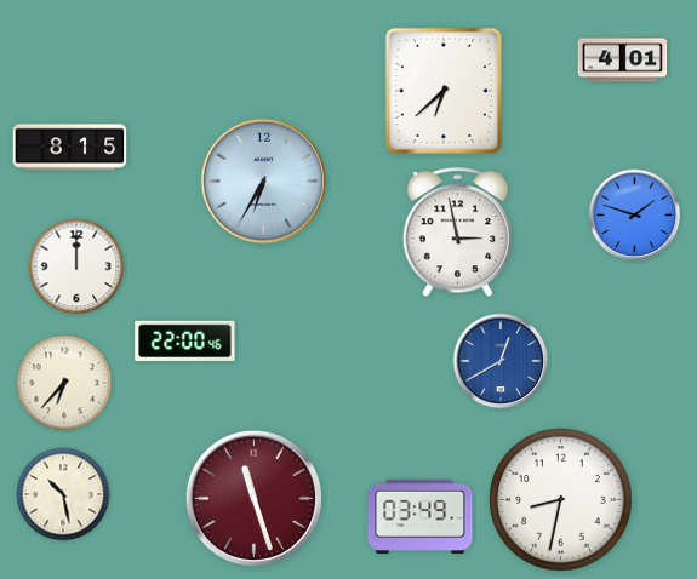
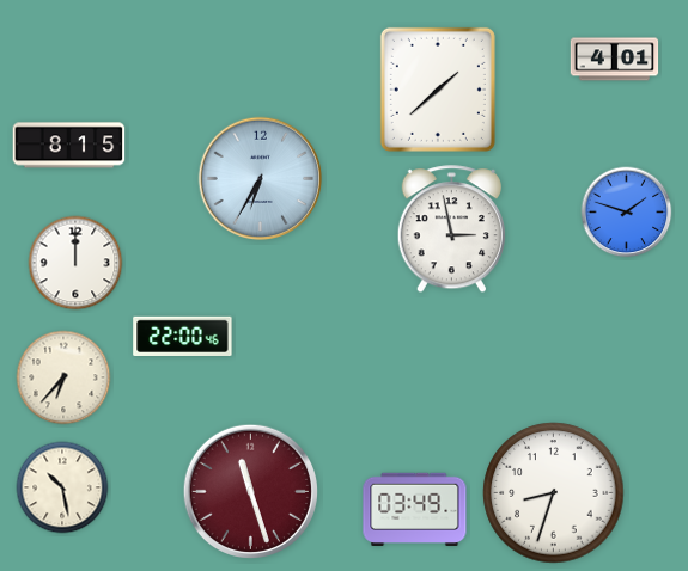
clock at (444, 91): 6:38 -> 1:38
clock at (501, 361): 12:40 -> none
clock at (561, 500): 8:32 -> 8:33
